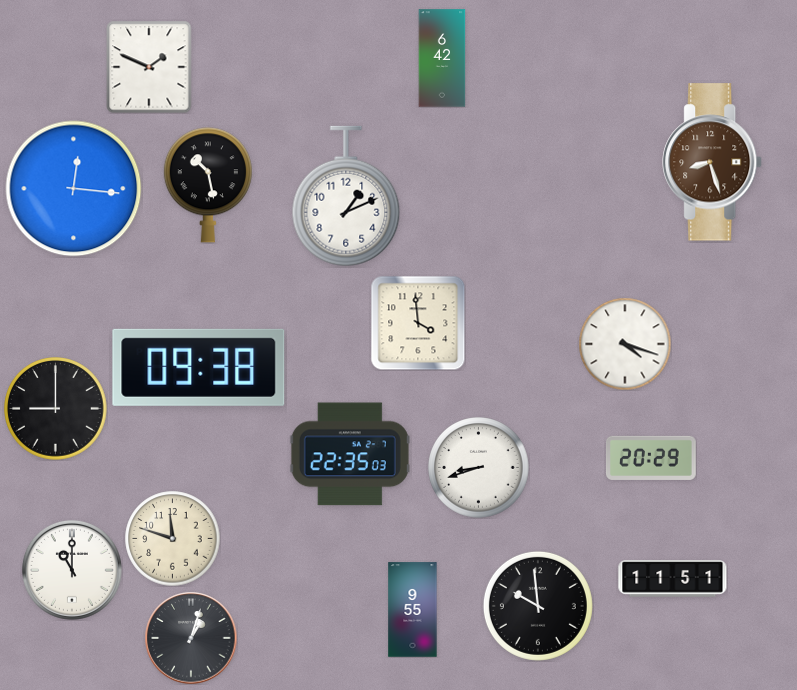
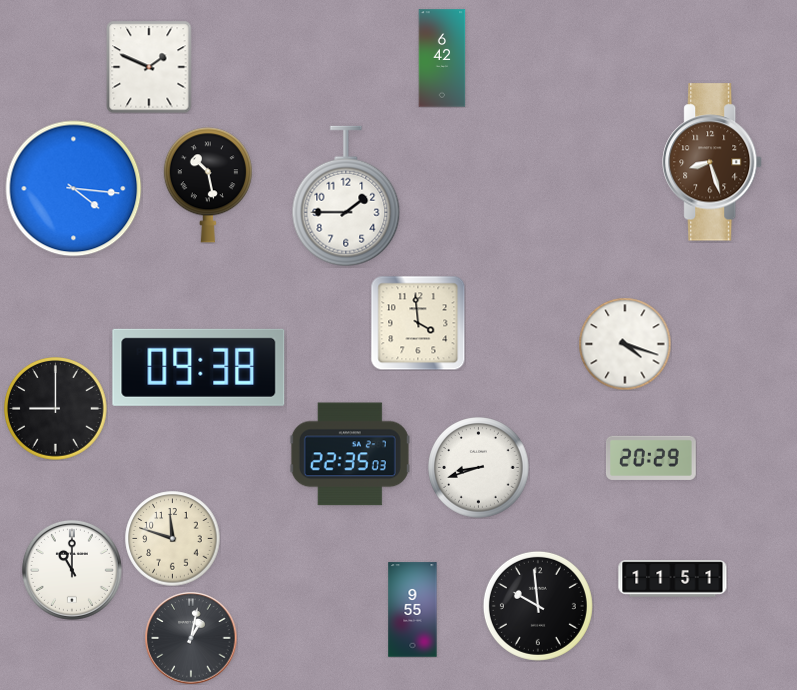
clock at (74, 189): 12:16 -> 4:16
clock at (346, 196): 1:11 -> 1:45
clock at (191, 638): 1:03 -> 1:02
